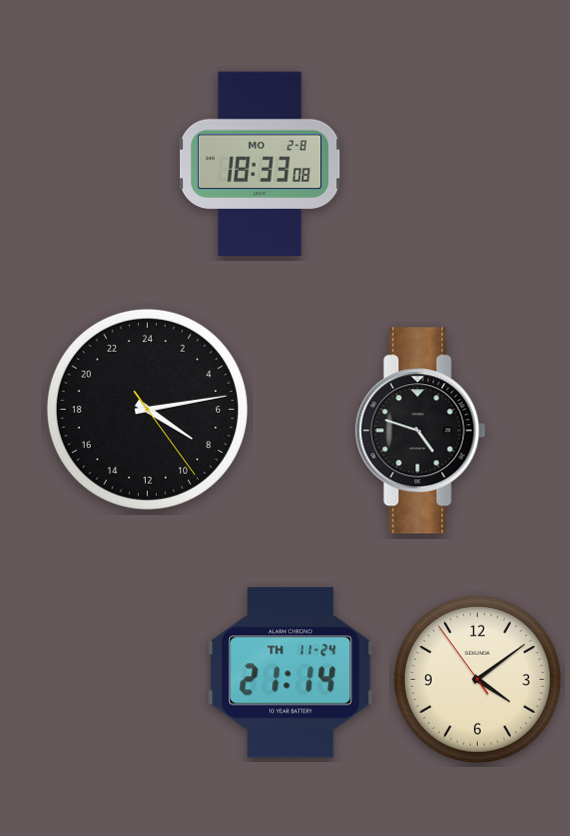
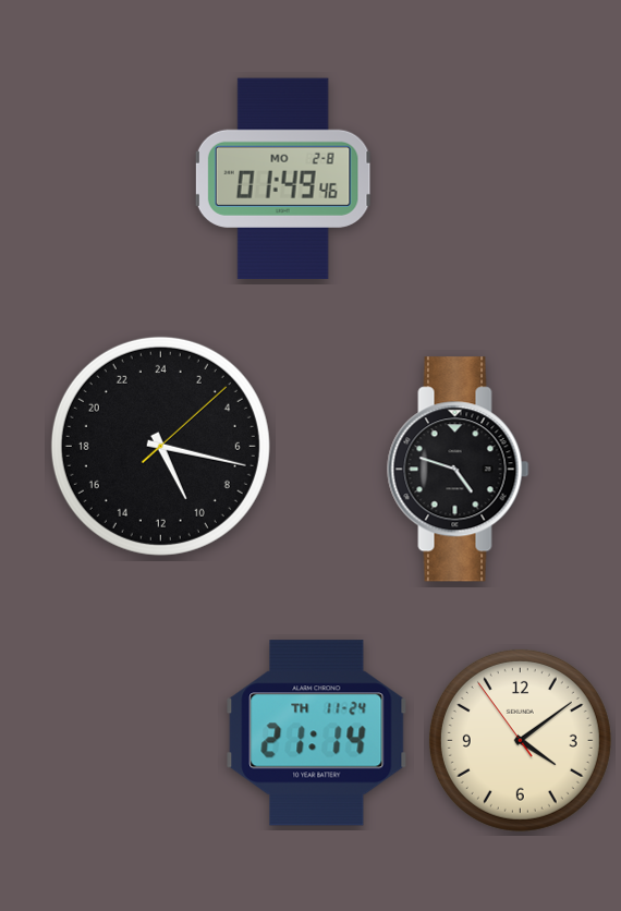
clock at (260, 164): 18:33 -> 01:49
clock at (147, 409): 8:13 -> 10:17
